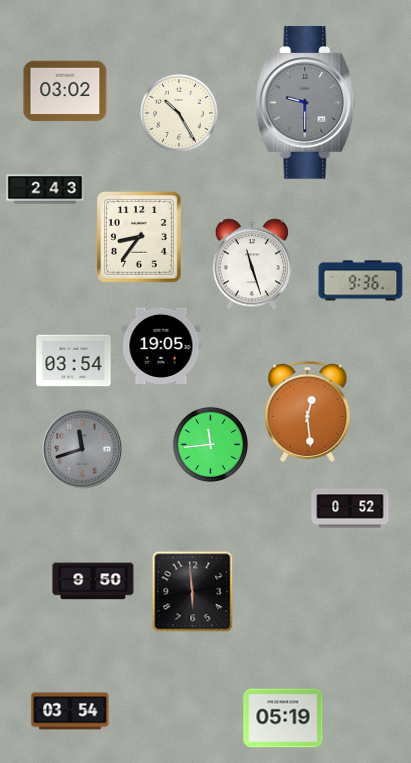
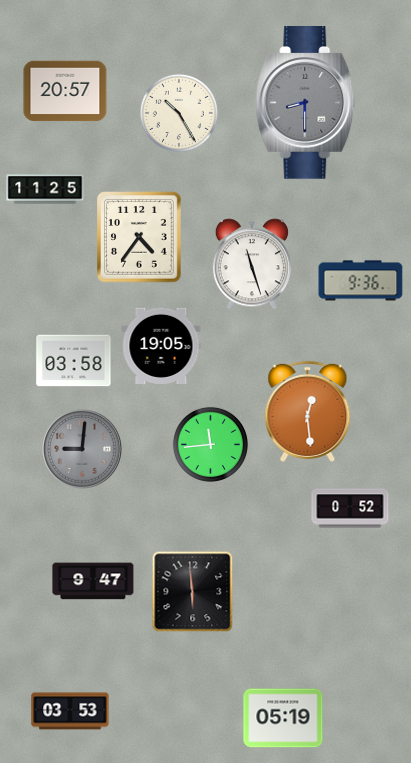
clock at (65, 91): 03:02 -> 20:57
clock at (306, 103): 9:30 -> 8:30
clock at (45, 189): 2:43 -> 11:25
clock at (140, 237): 8:36 -> 4:36
clock at (74, 361): 03:54 -> 03:58
clock at (83, 450): 11:42 -> 9:01
clock at (93, 581): 9:50 -> 9:47
clock at (70, 711): 03:54 -> 03:53
